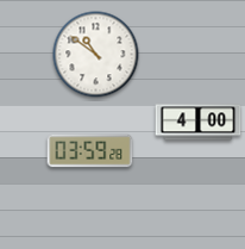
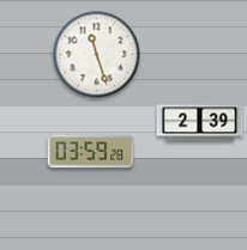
clock at (96, 55): 10:51 -> 11:27
clock at (199, 123): 4:00 -> 2:39
